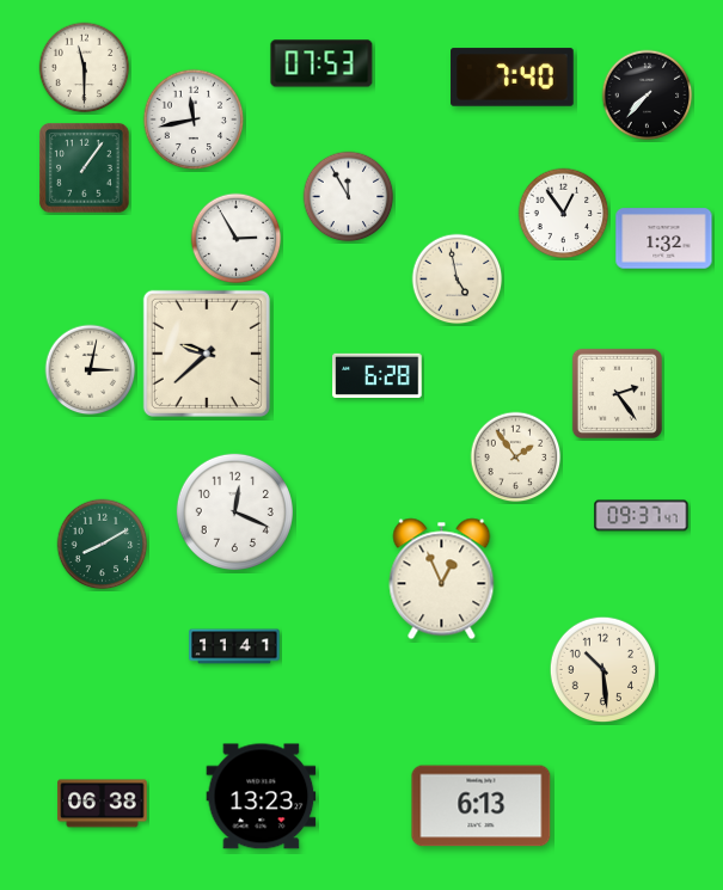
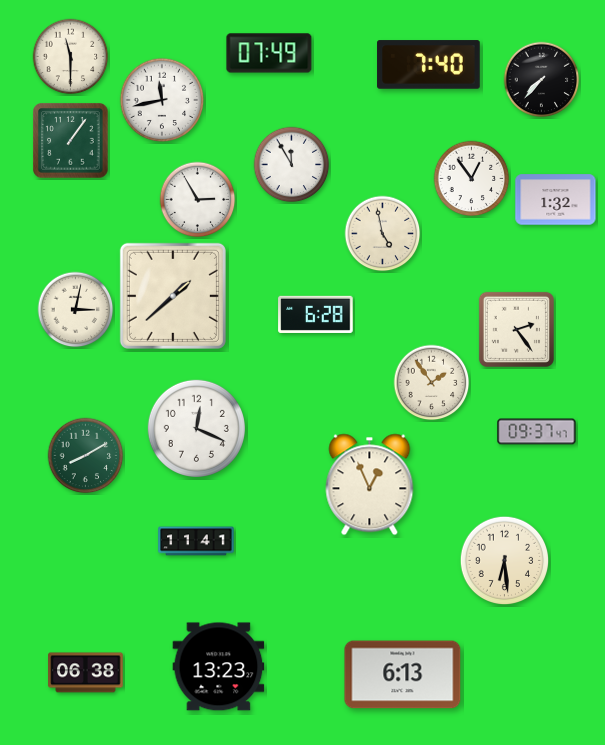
clock at (321, 63): 07:53 -> 07:49
clock at (207, 354): 9:38 -> 1:38
clock at (603, 670): 10:29 -> 6:29
